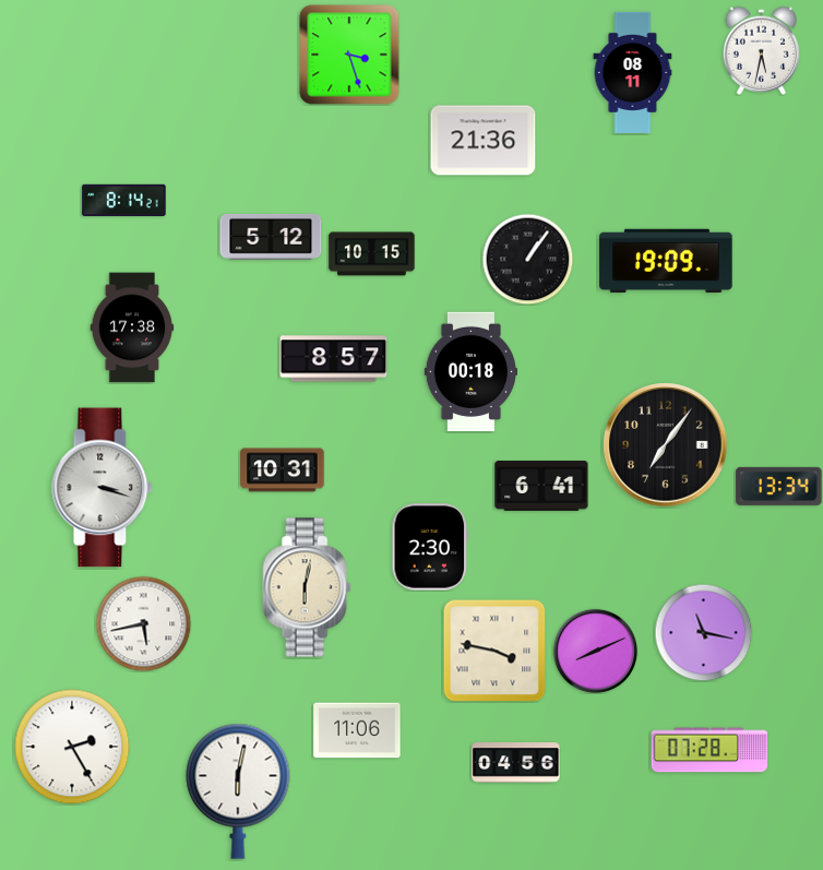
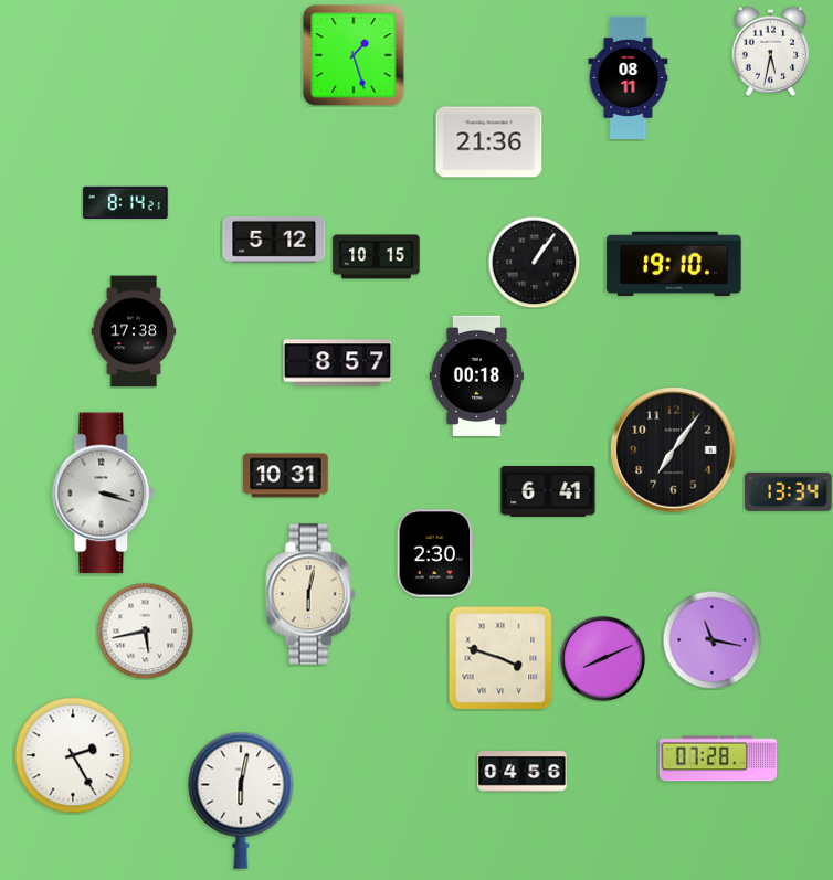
clock at (349, 55): 3:27 -> 1:27
clock at (633, 72) position: (633, 72) -> (629, 77)
clock at (666, 260): 19:09 -> 19:10
clock at (494, 651): 3:47 -> 3:48
clock at (357, 730): 11:06 -> none
